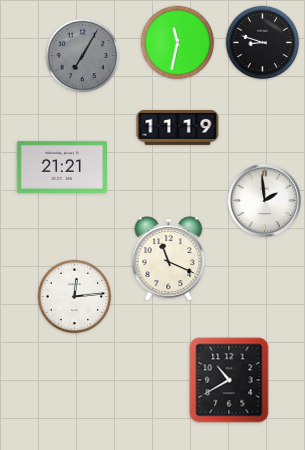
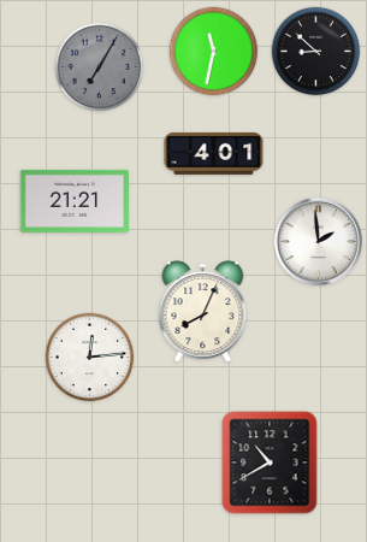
clock at (263, 43): 8:48 -> 8:52
clock at (178, 127): 11:19 -> 4:01
clock at (169, 259): 11:19 -> 8:04
clock at (229, 380) position: (229, 380) -> (270, 463)
